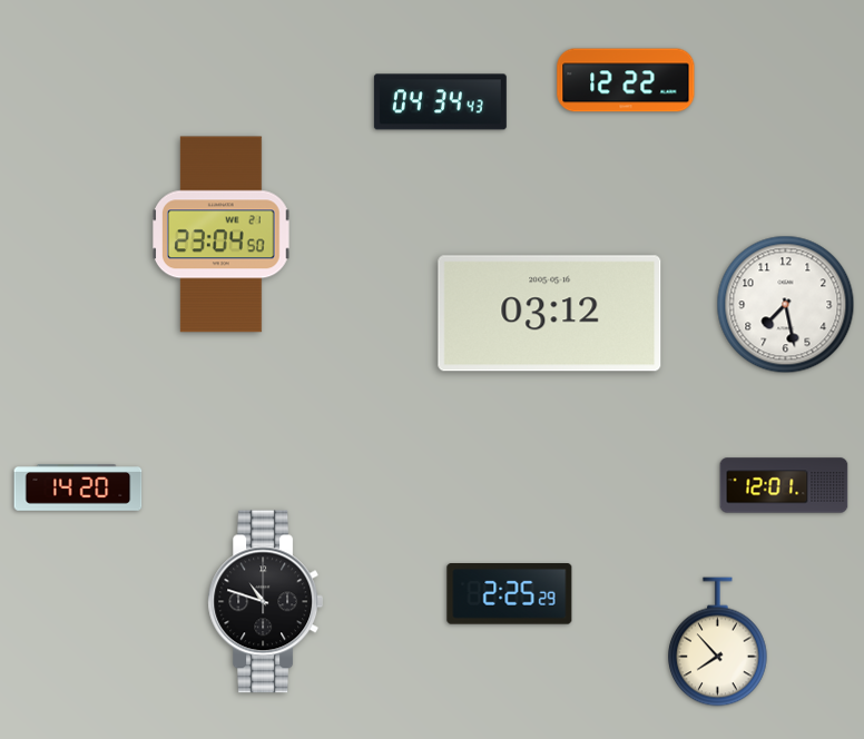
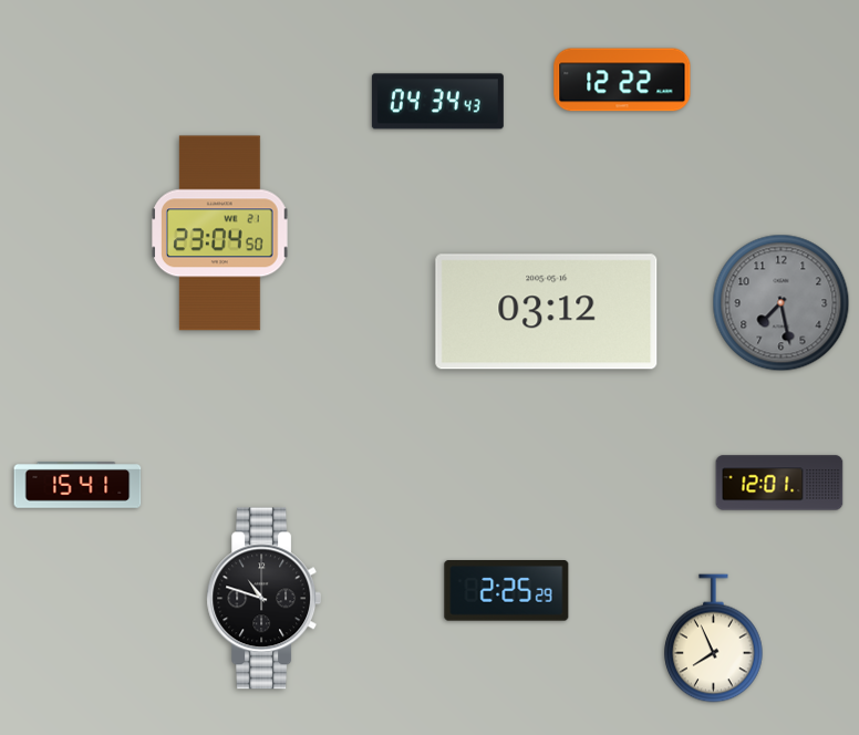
clock at (786, 305) dial: white -> grey
clock at (78, 487): 14:20 -> 15:41
clock at (718, 642): 7:53 -> 7:56
